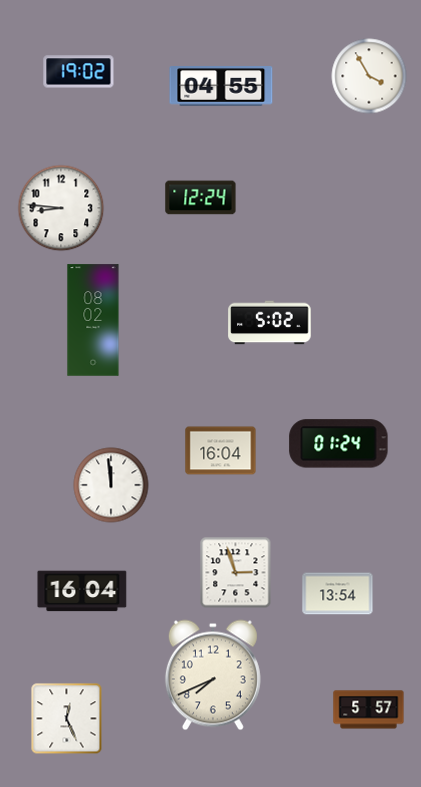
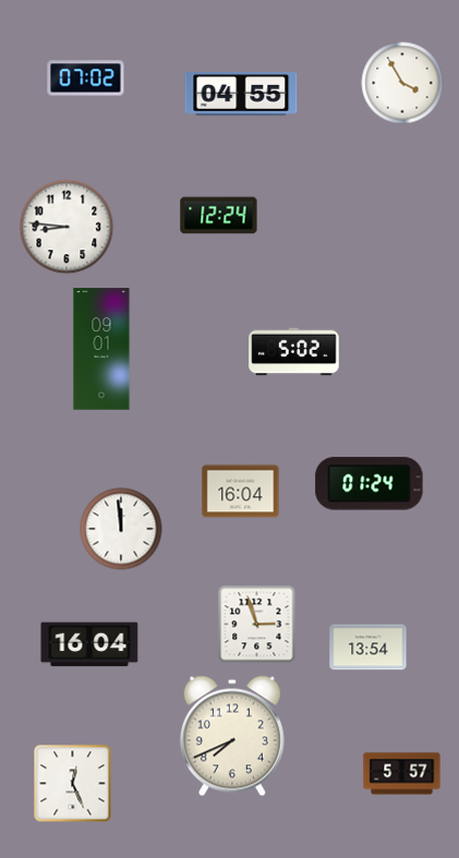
clock at (79, 72): 19:02 -> 07:02
clock at (93, 320): 08:02 -> 09:01
